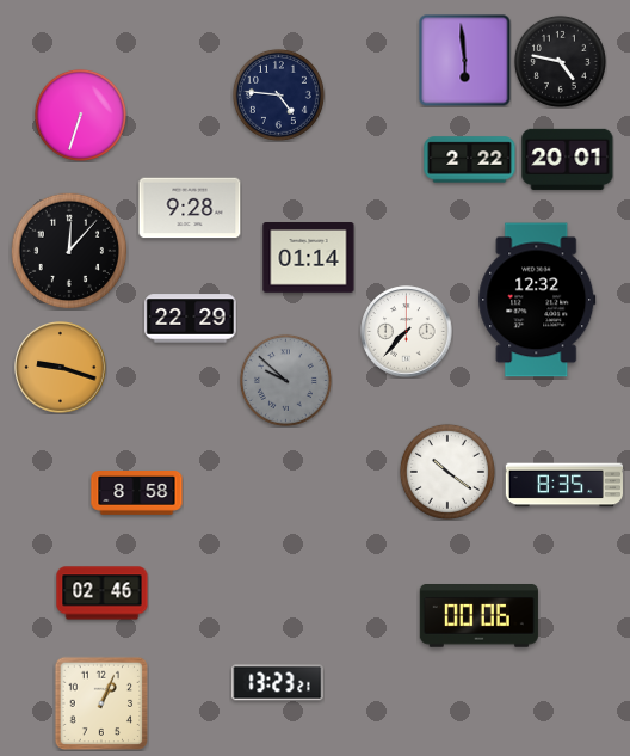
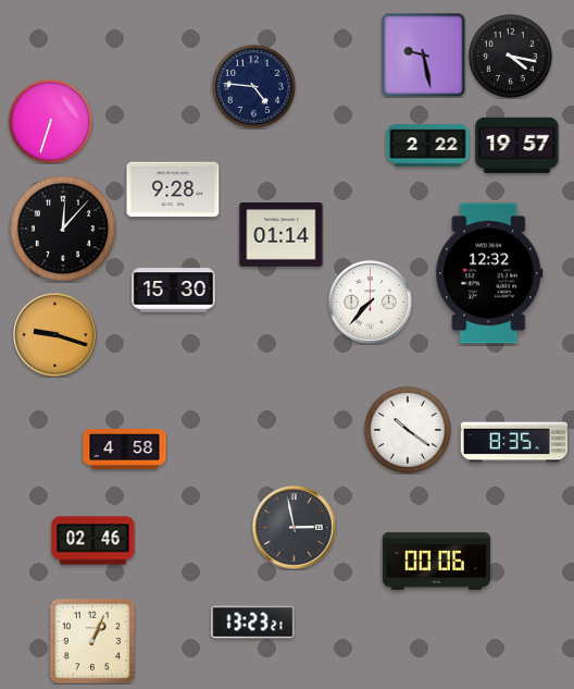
clock at (464, 60): 5:59 -> 9:28
clock at (560, 61): 4:47 -> 4:17
clock at (80, 115) position: (80, 115) -> (50, 121)
clock at (568, 159): 20:01 -> 19:57
clock at (191, 319): 22:29 -> 15:30
clock at (285, 380): 9:52 -> none
clock at (137, 493): 8:58 -> 4:58
clock at (295, 528): none -> 2:58
